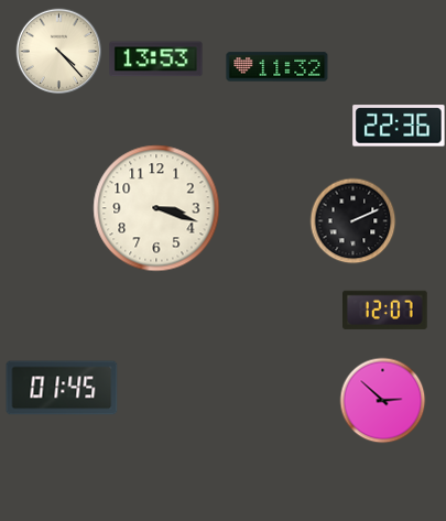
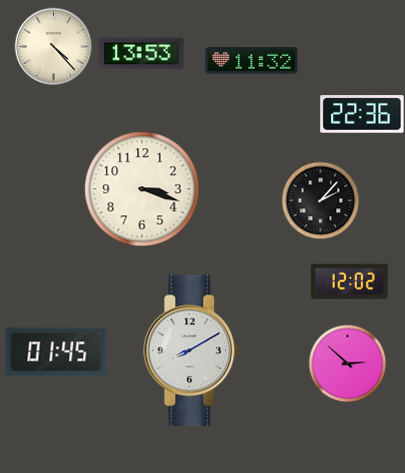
clock at (352, 220): 2:11 -> 2:07
clock at (385, 310): 12:07 -> 12:02
clock at (192, 351): none -> 8:10
